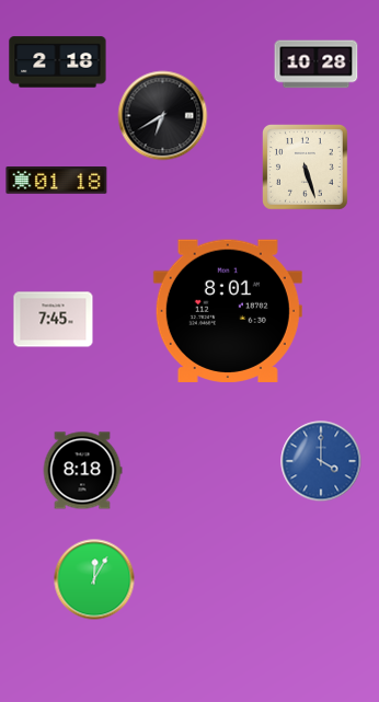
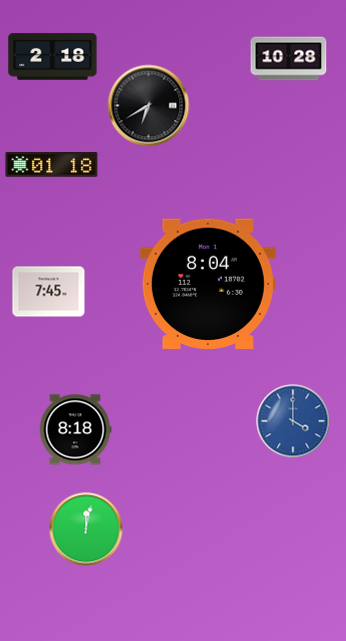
clock at (306, 168): 5:27 -> none
clock at (228, 311): 8:01 -> 8:04
clock at (94, 579): 12:05 -> 12:02
